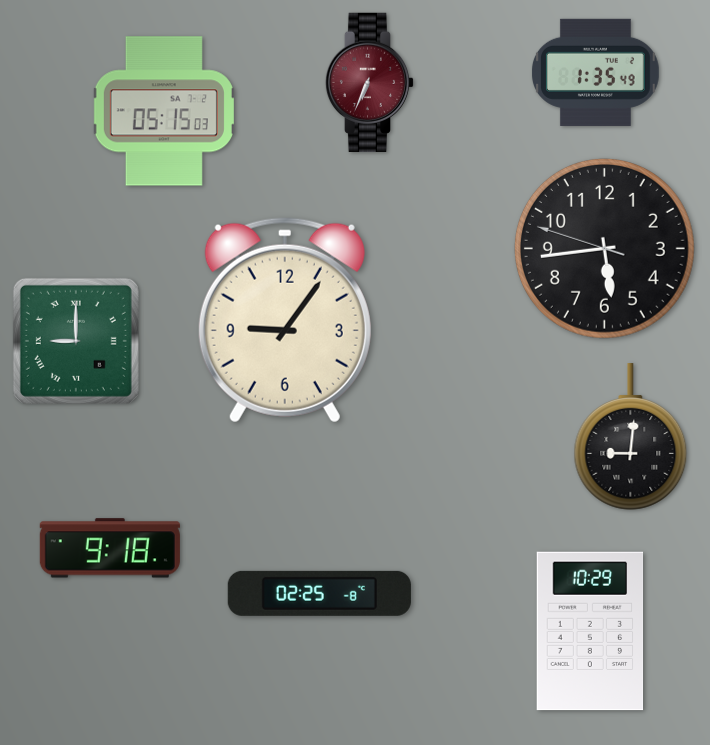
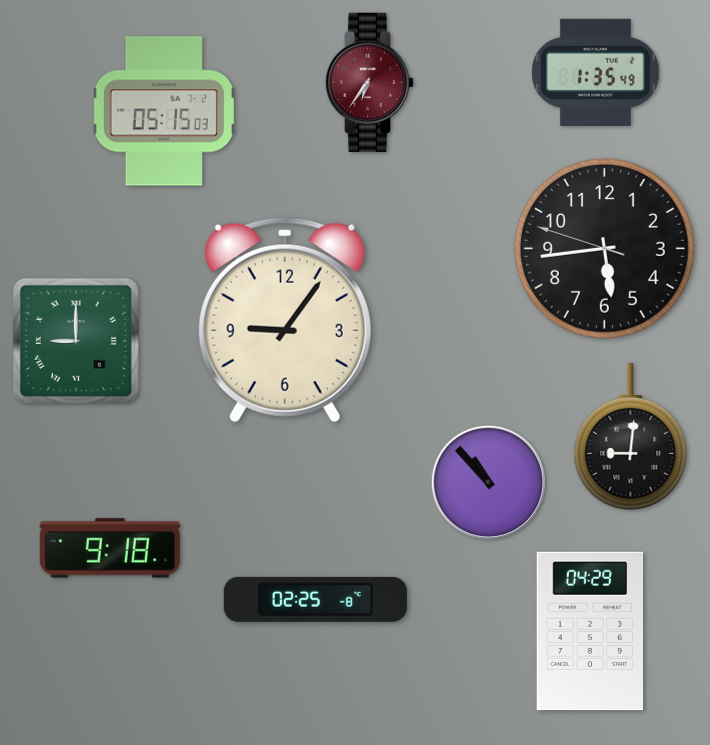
clock at (370, 82): 6:34 -> 6:36
clock at (488, 482): none -> 10:53
clock at (319, 593) position: (319, 593) -> (315, 599)
clock at (590, 631): 10:29 -> 04:29
